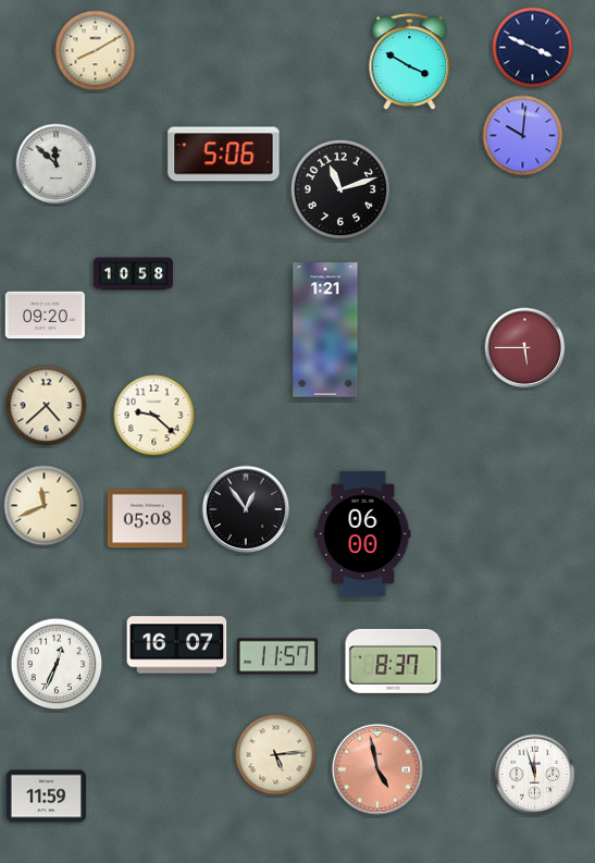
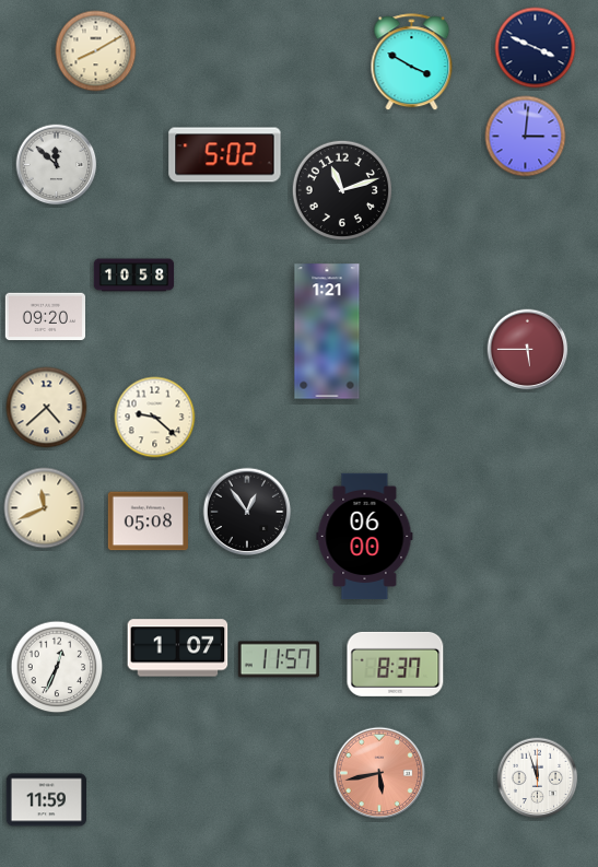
clock at (523, 136): 10:01 -> 3:01
clock at (224, 155): 5:06 -> 5:02
clock at (177, 645): 16:07 -> 1:07
clock at (276, 755): 5:14 -> none
clock at (377, 769): 4:58 -> 5:43
